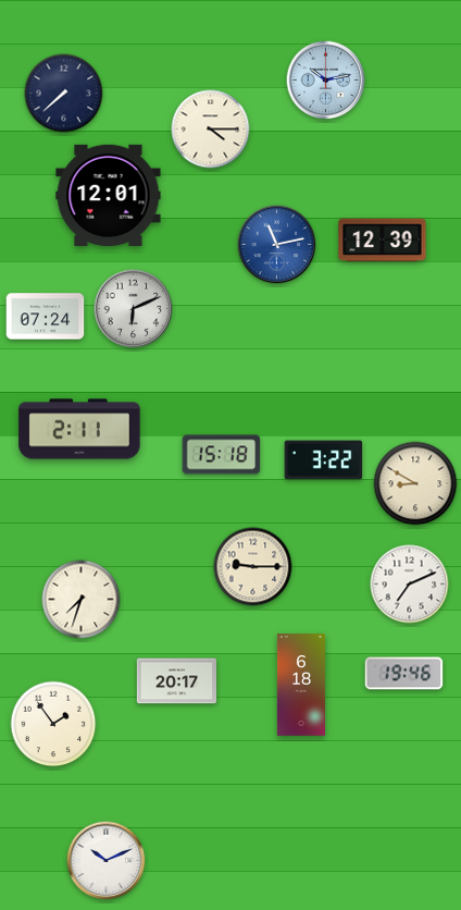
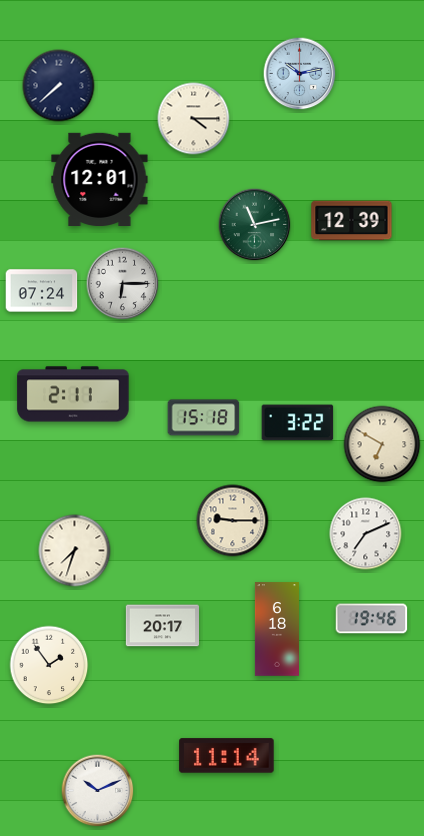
clock at (277, 245) dial: blue -> green
clock at (134, 309): 6:11 -> 6:15
clock at (415, 483): 8:50 -> 6:50
clock at (410, 585) position: (410, 585) -> (366, 534)
clock at (227, 756): none -> 11:14
